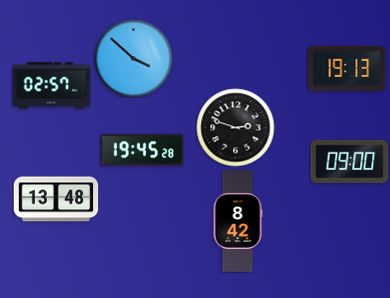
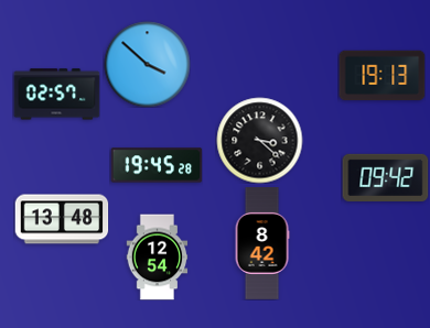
clock at (235, 127): 2:48 -> 3:22
clock at (349, 161): 09:00 -> 09:42
clock at (158, 256): none -> 12:54
